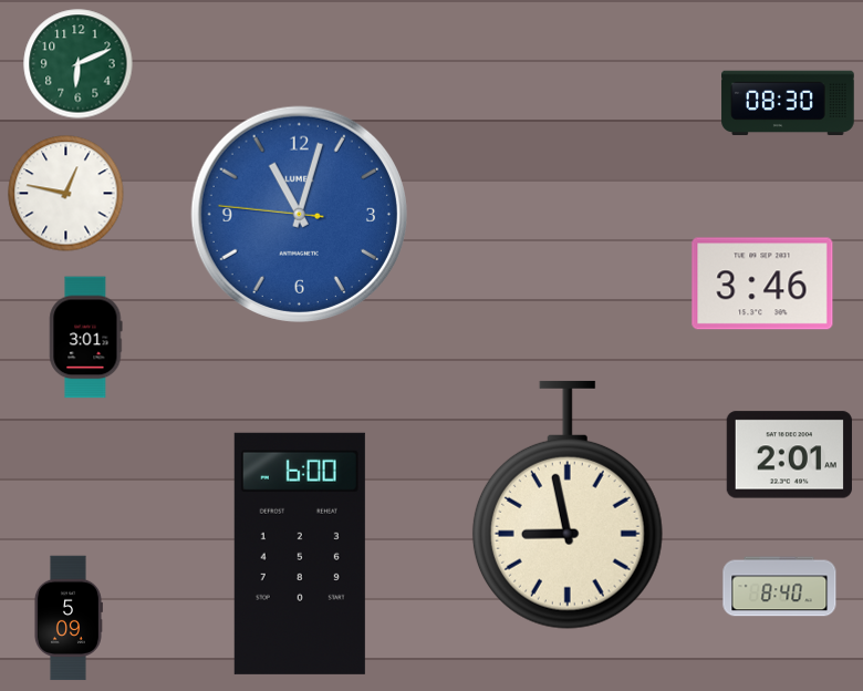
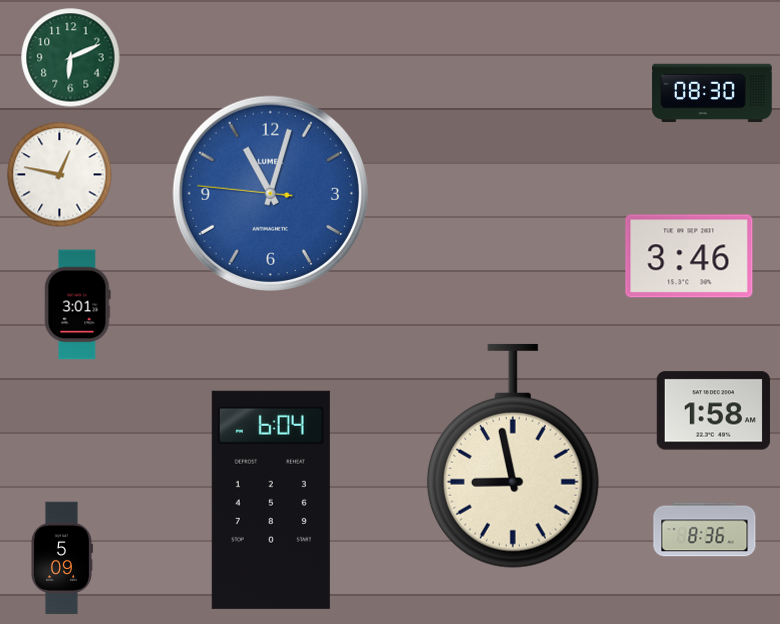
clock at (789, 455): 2:01 -> 1:58
clock at (300, 554): 6:00 -> 6:04
clock at (780, 587): 8:40 -> 8:36
